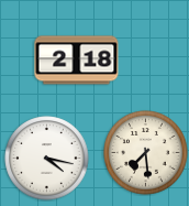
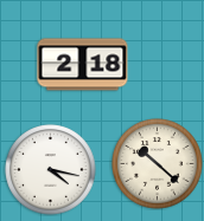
clock at (146, 153): 7:29 -> 10:22
